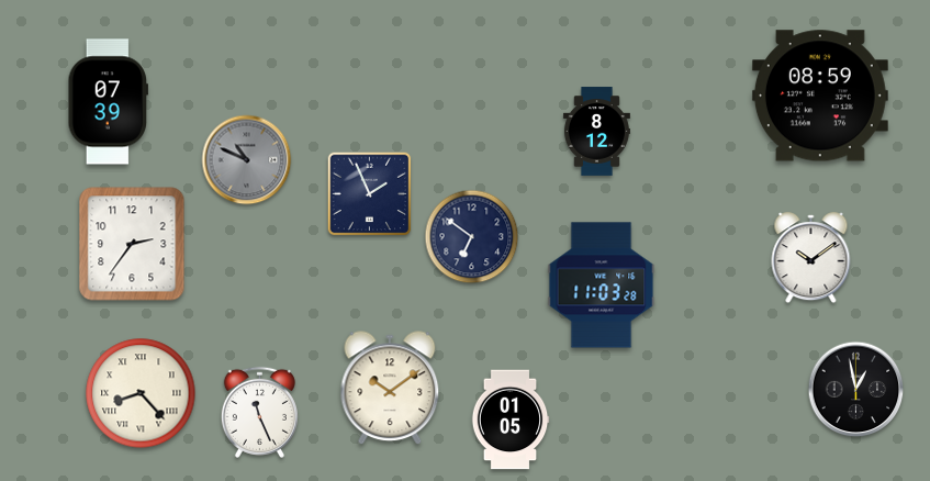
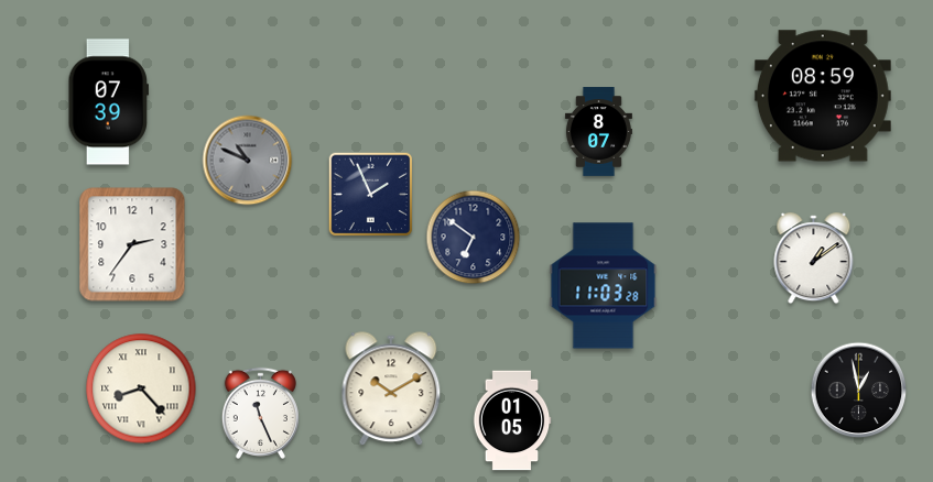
clock at (596, 132): 8:12 -> 8:07
clock at (811, 258): 10:09 -> 1:09
clock at (390, 389): 10:09 -> 10:10
clock at (141, 393) position: (141, 393) -> (141, 388)
